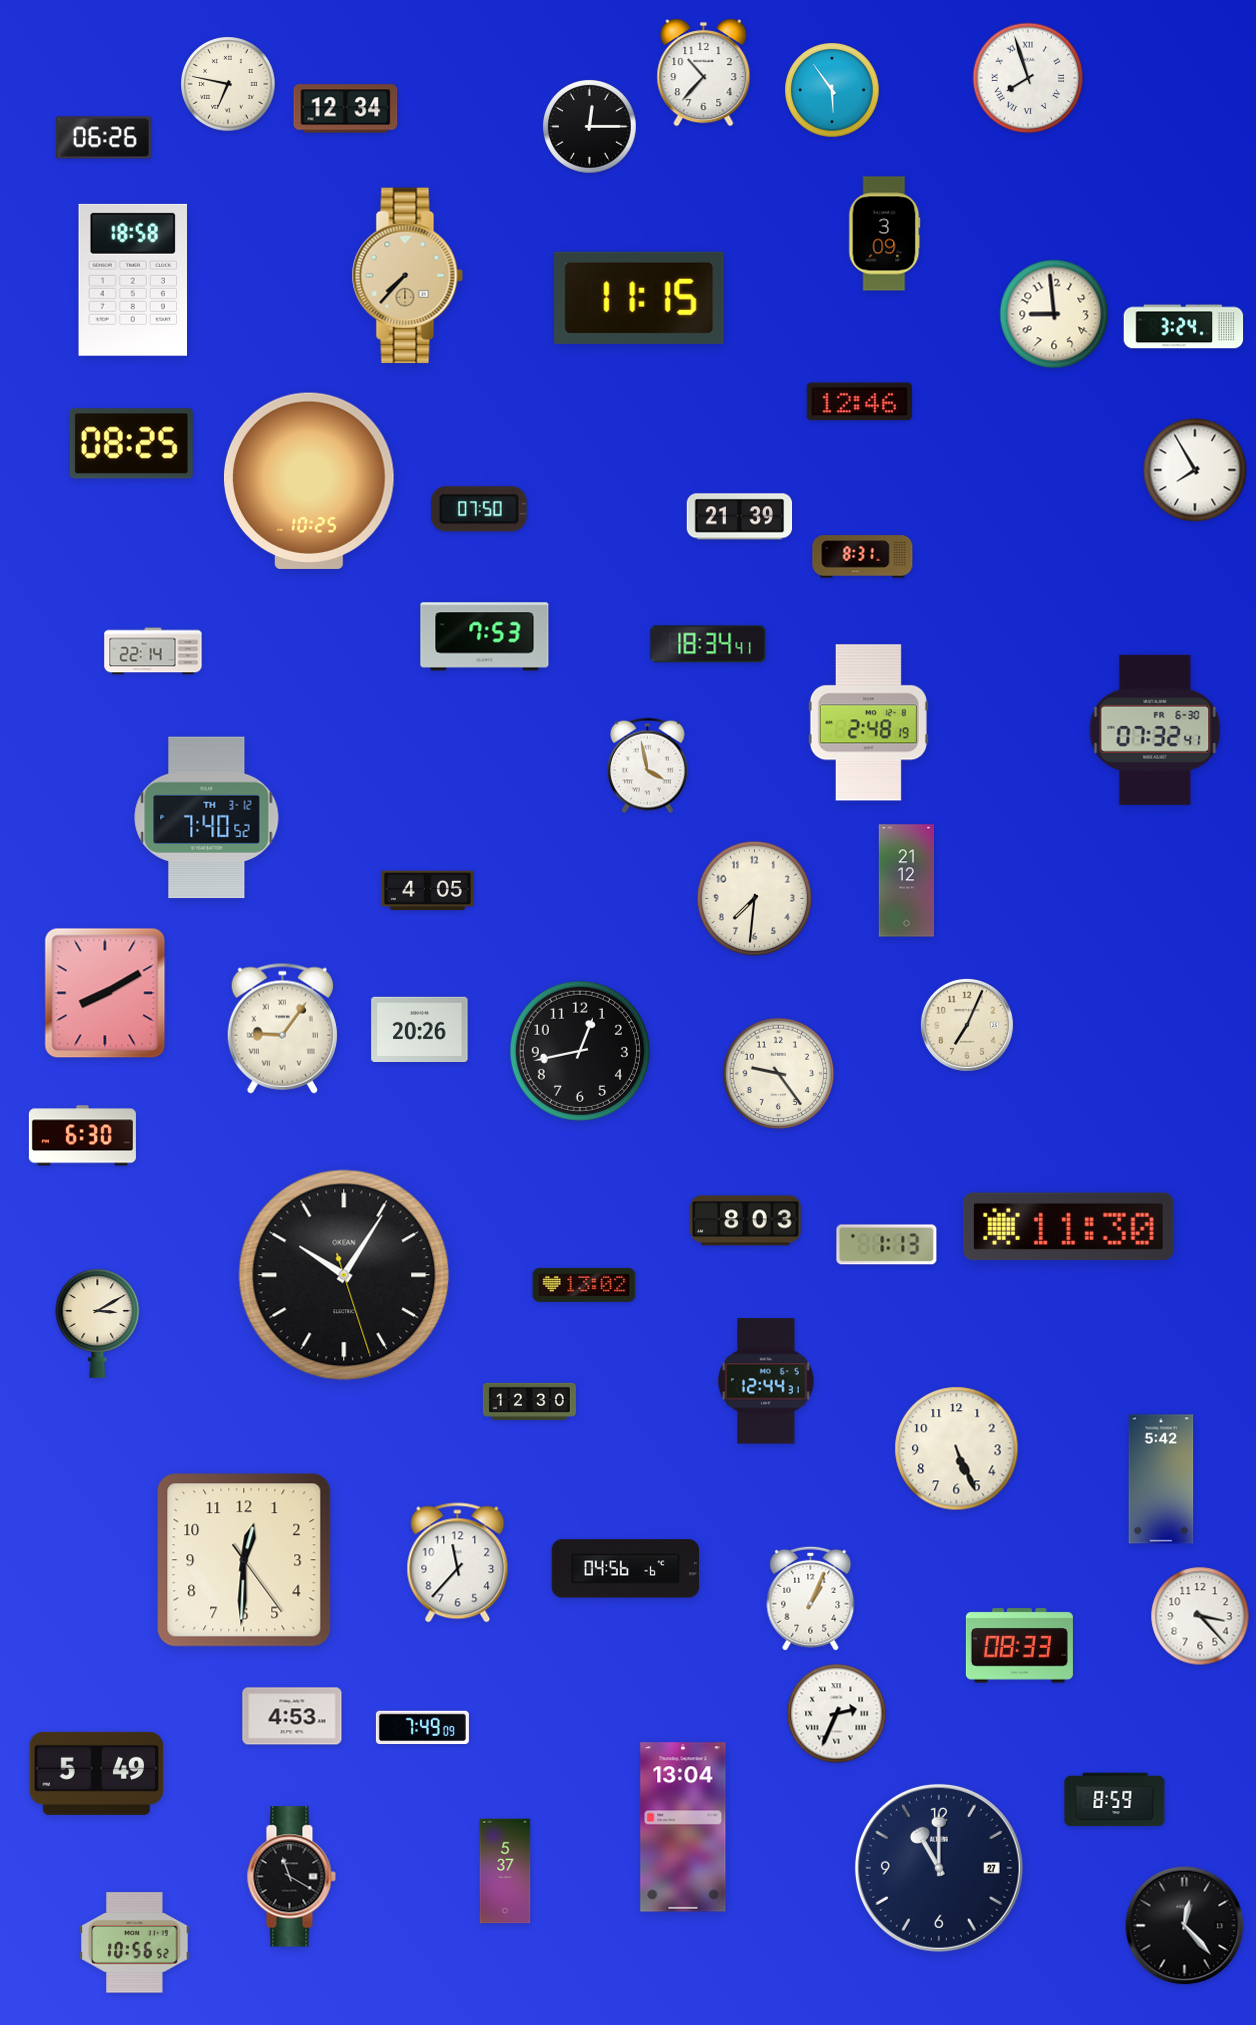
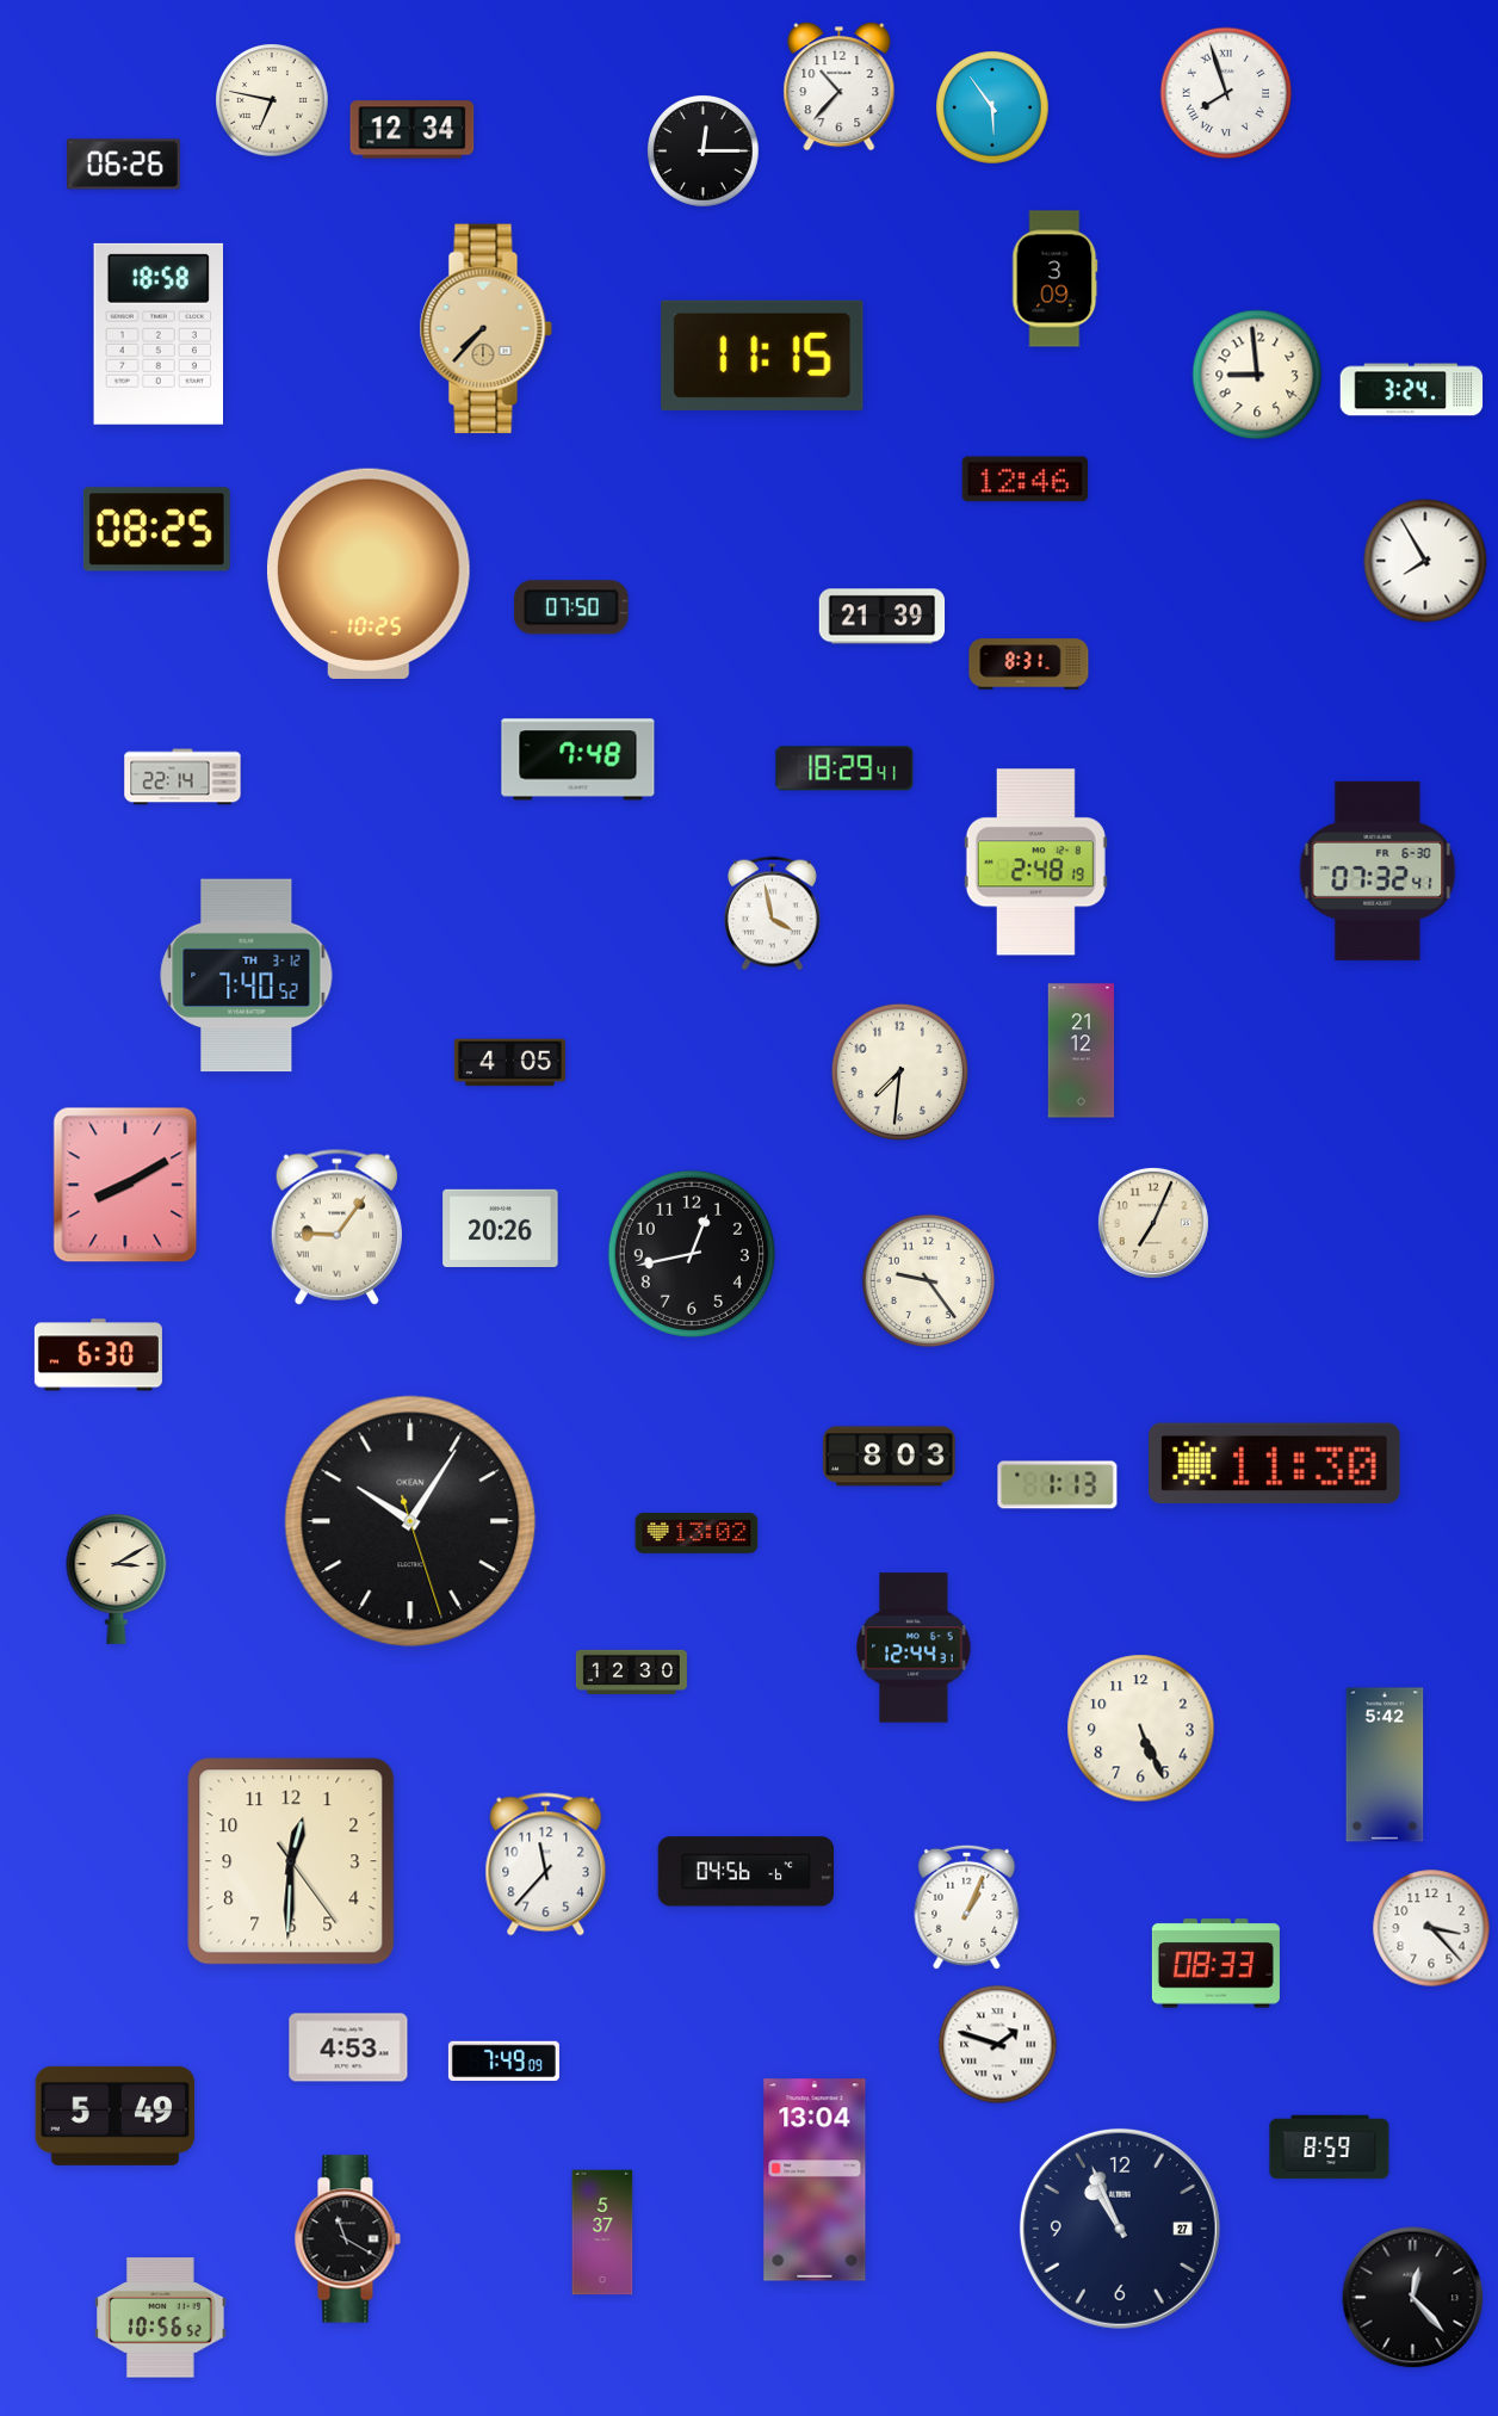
clock at (485, 637): 7:53 -> 7:48
clock at (708, 644): 18:34 -> 18:29
clock at (837, 1714): 2:34 -> 1:48
clock at (939, 1868): 11:00 -> 10:56
